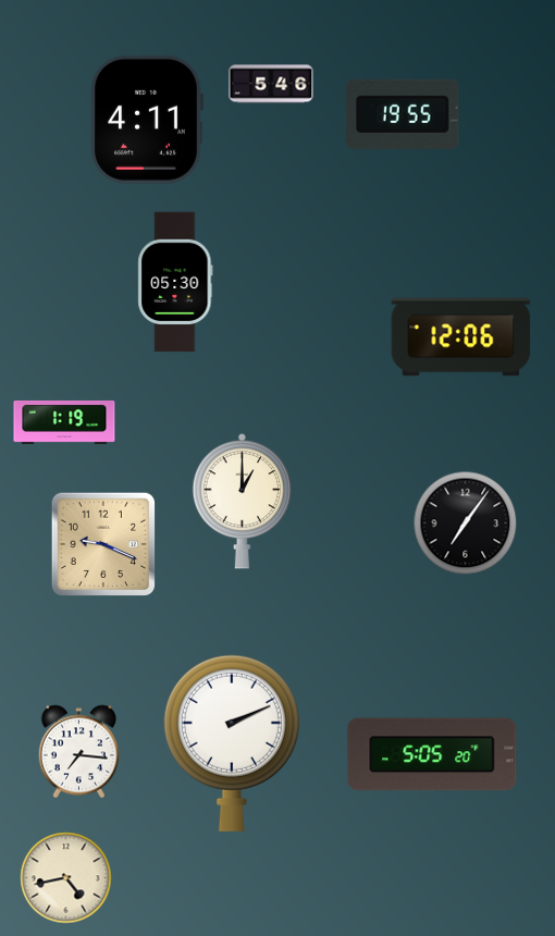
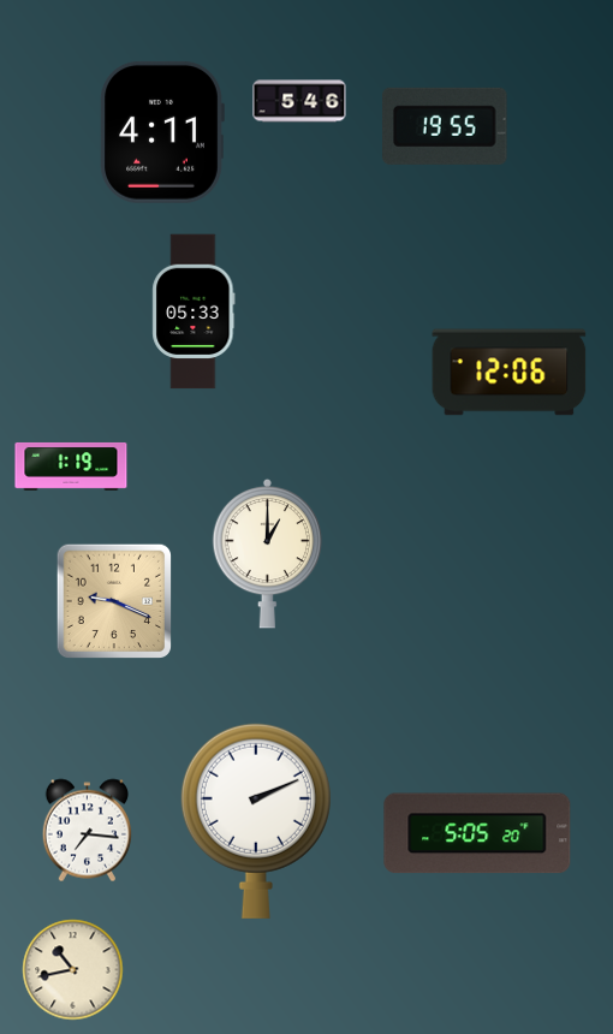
clock at (271, 84) position: (271, 84) -> (299, 101)
clock at (175, 282): 05:30 -> 05:33
clock at (466, 524): 7:06 -> none
clock at (66, 878): 4:43 -> 10:43
